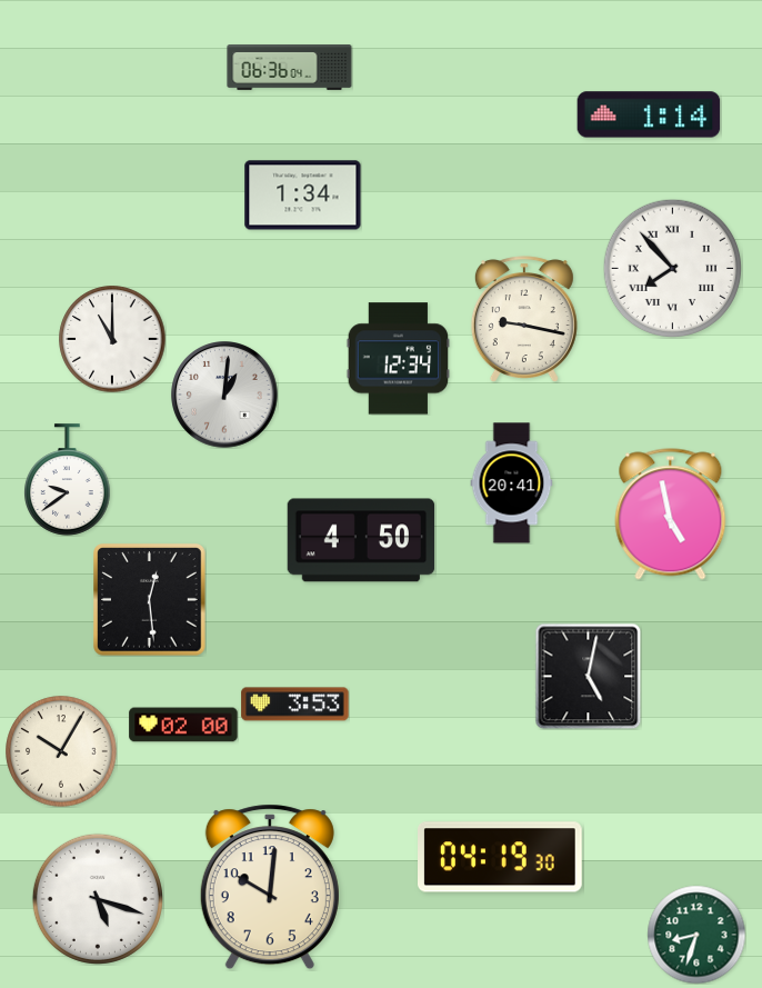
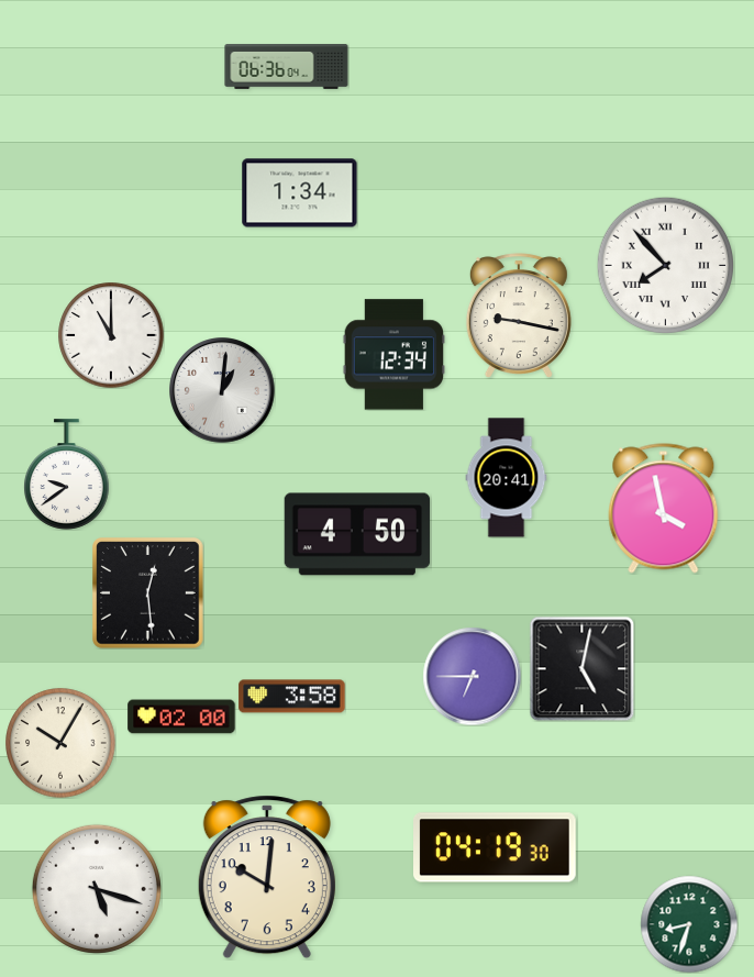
clock at (649, 114): 1:14 -> none
clock at (671, 515): 4:58 -> 3:58
clock at (472, 676): none -> 6:45
clock at (295, 705): 3:53 -> 3:58
